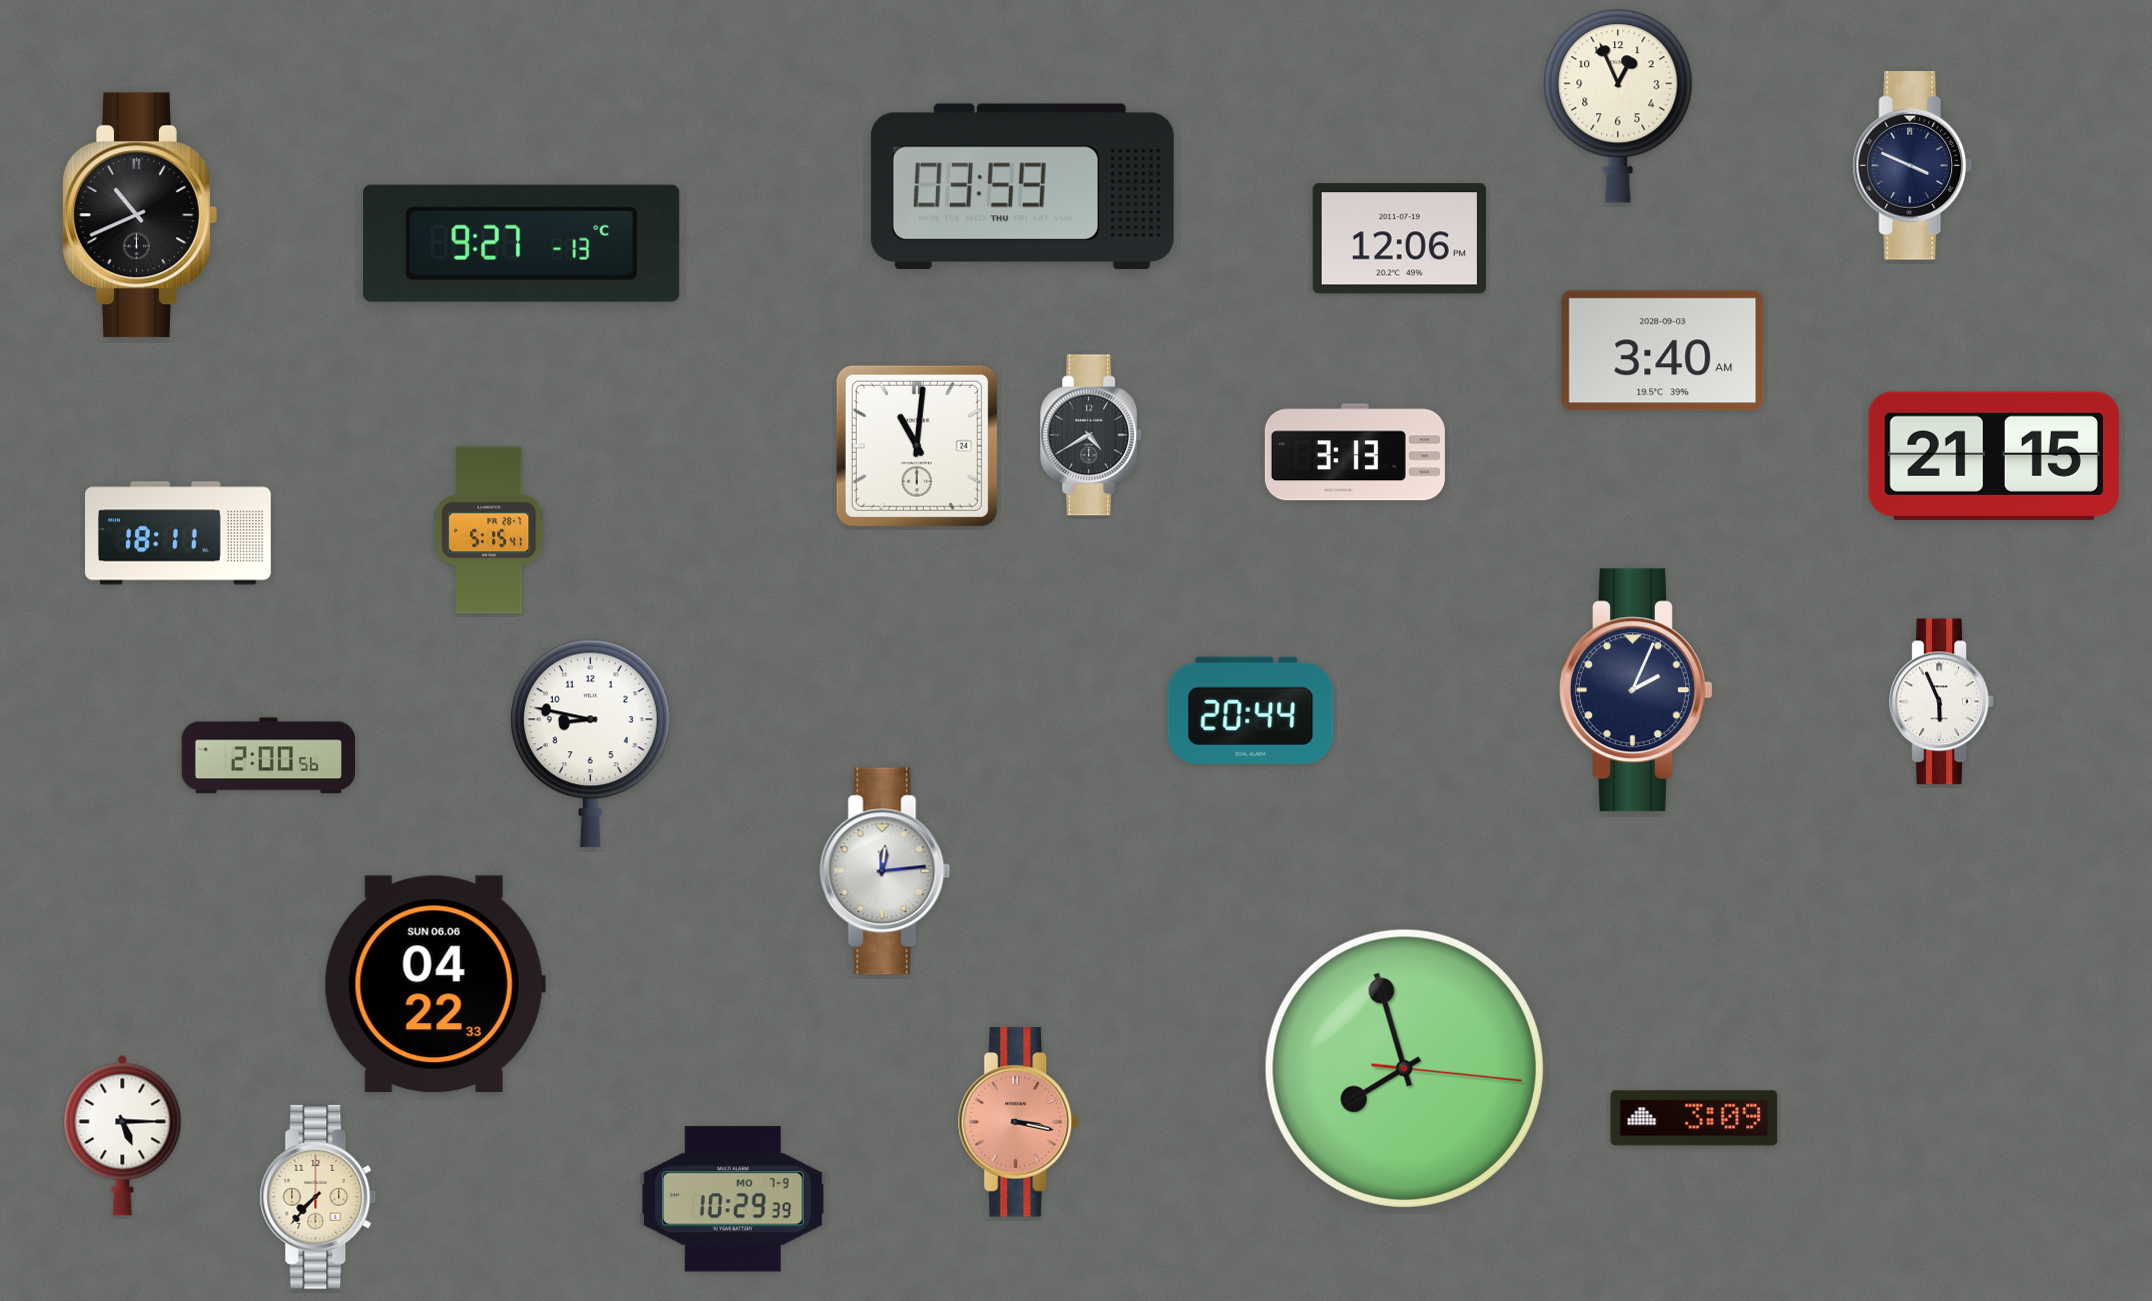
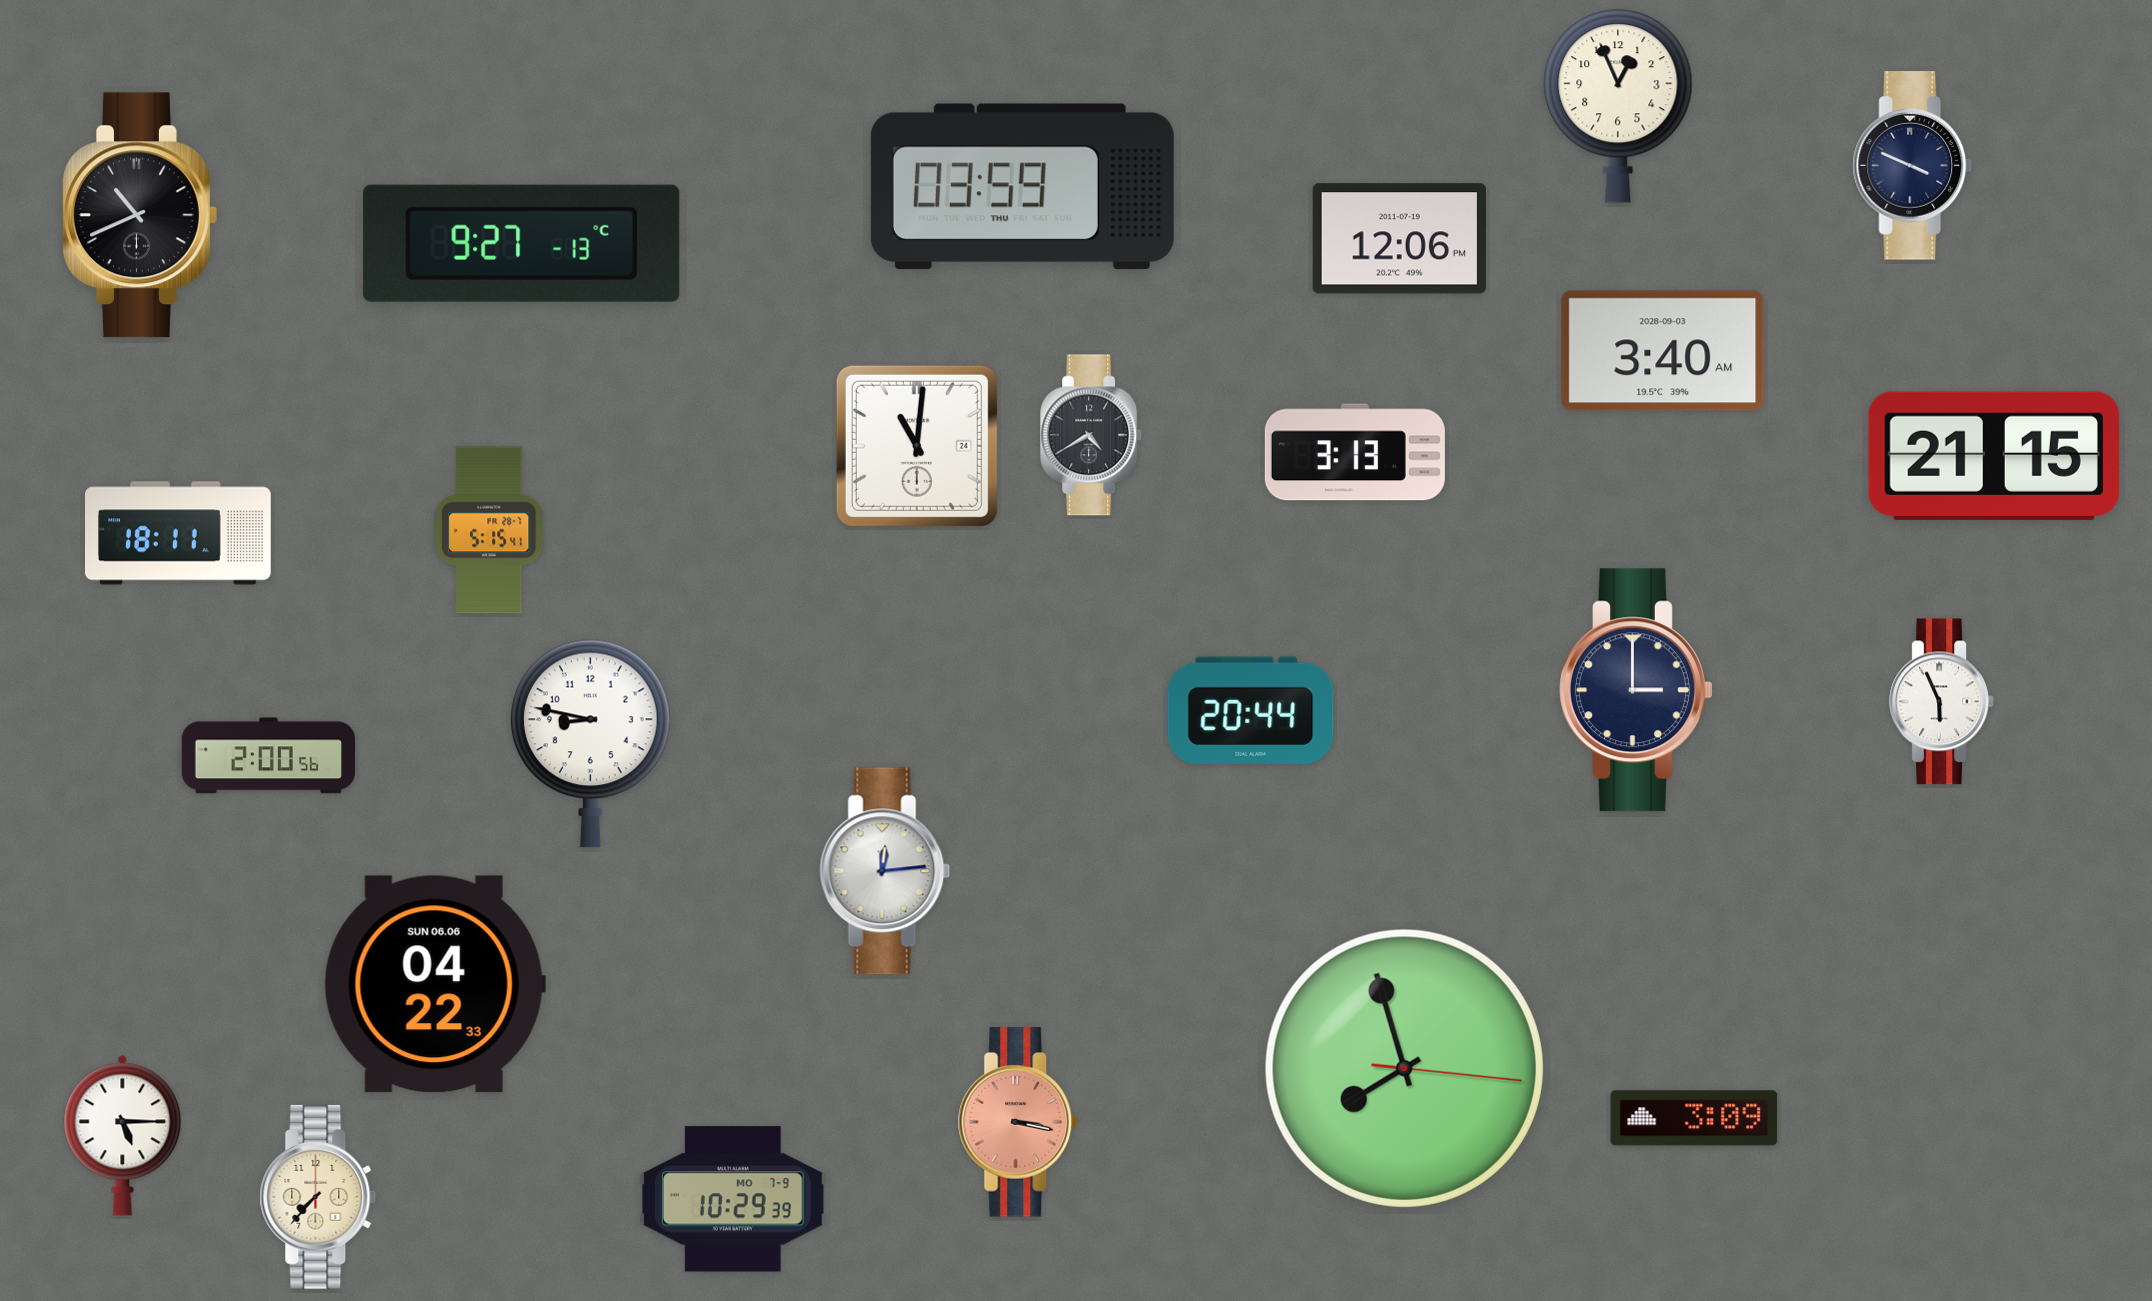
clock at (1637, 690): 2:04 -> 3:00
